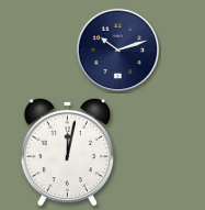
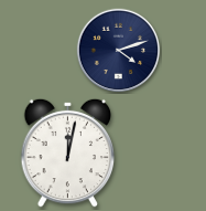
clock at (118, 51): 10:12 -> 4:12
